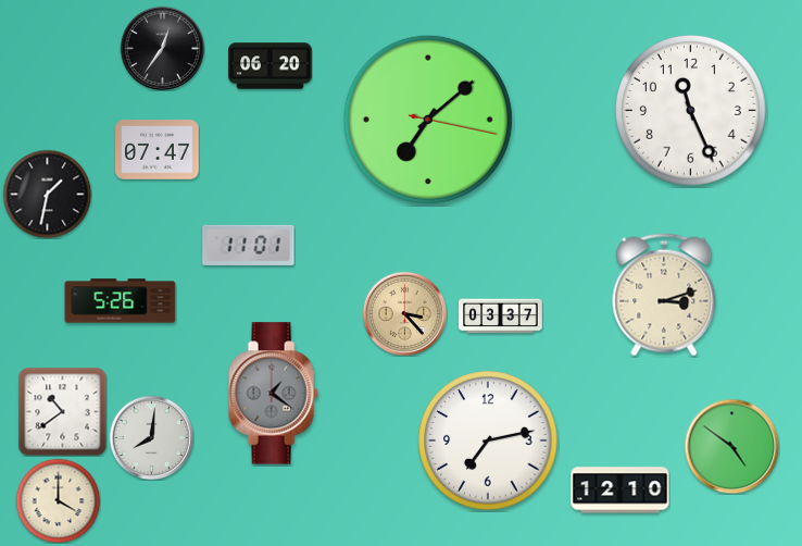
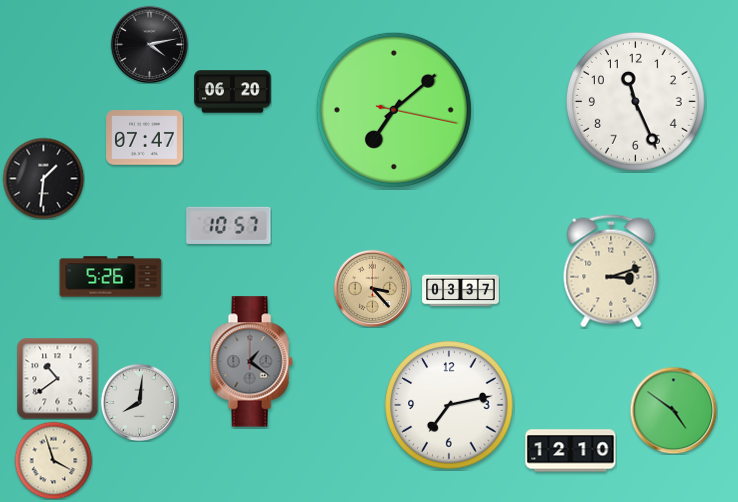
clock at (162, 48): 12:36 -> 4:13
clock at (271, 66) position: (271, 66) -> (233, 92)
clock at (47, 194): 1:32 -> 1:31
clock at (249, 245): 11:01 -> 10:57
clock at (58, 500): 4:00 -> 3:57
